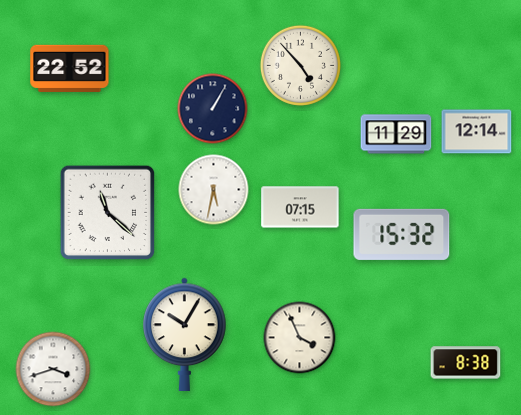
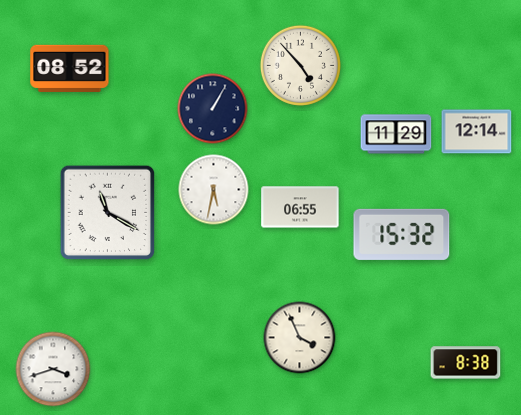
clock at (70, 68): 22:52 -> 08:52
clock at (300, 207): 07:15 -> 06:55
clock at (108, 213): 11:22 -> 11:20
clock at (185, 334): 10:05 -> none
